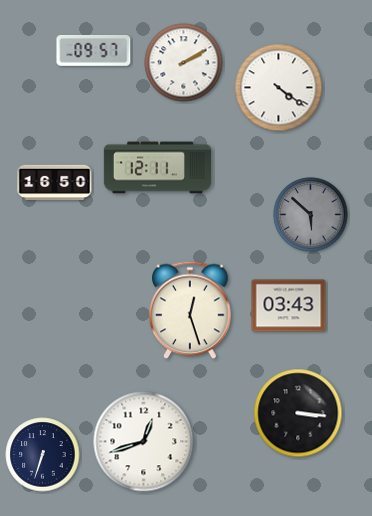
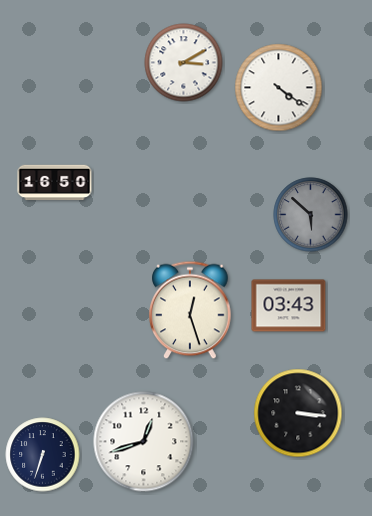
clock at (94, 51): 09:57 -> none
clock at (184, 63): 2:10 -> 3:10
clock at (157, 168): 12:11 -> none
